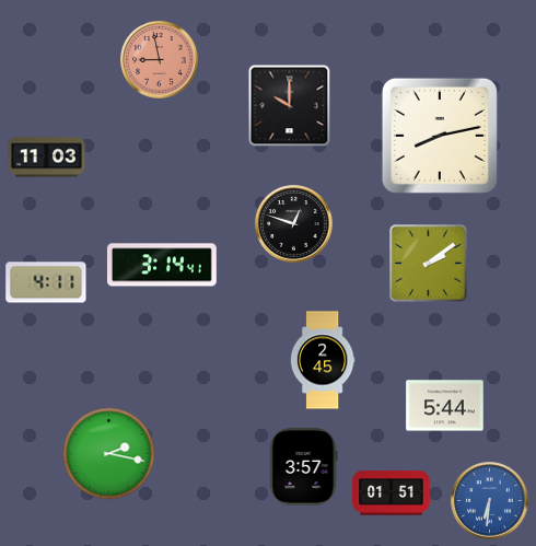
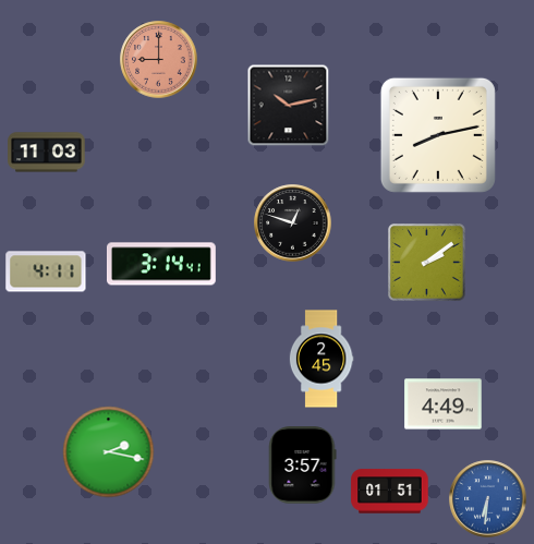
clock at (160, 60): 8:58 -> 9:00
clock at (290, 106): 10:00 -> 10:13
clock at (47, 158) position: (47, 158) -> (47, 153)
clock at (46, 282) position: (46, 282) -> (46, 271)
clock at (445, 406): 5:44 -> 4:49
